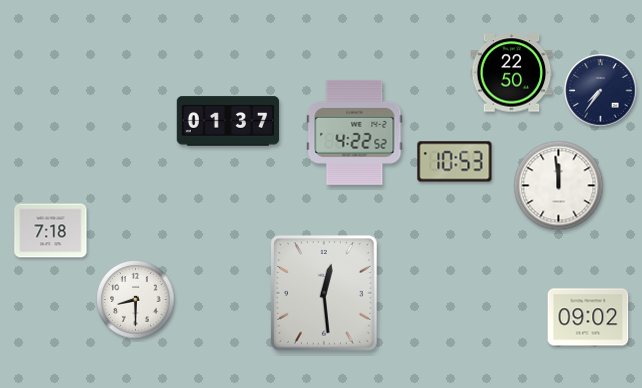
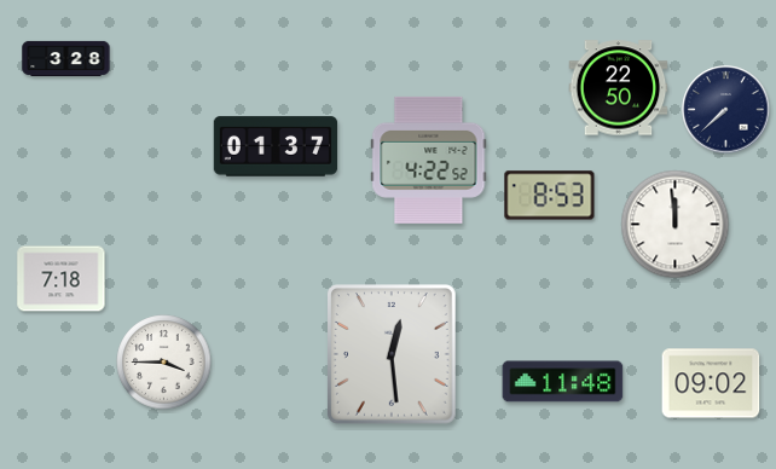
clock at (66, 58): none -> 3:28
clock at (601, 91): 7:36 -> 7:38
clock at (455, 162): 10:53 -> 8:53
clock at (136, 300): 8:30 -> 3:45
clock at (563, 382): none -> 11:48
